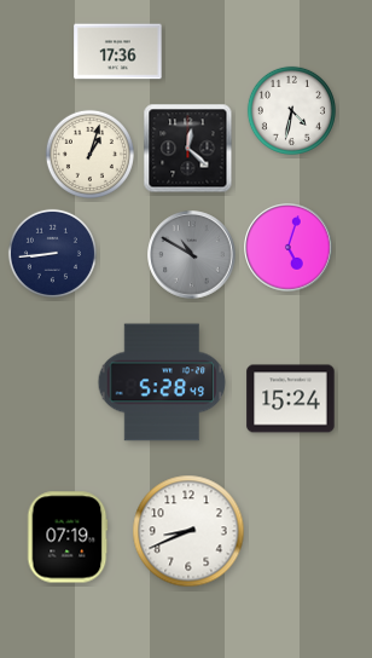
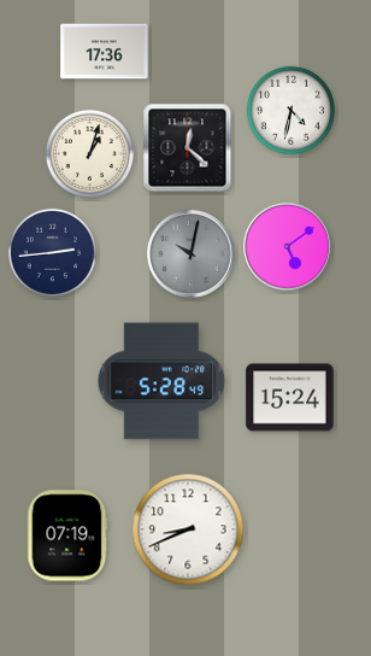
clock at (118, 52) position: (118, 52) -> (105, 52)
clock at (289, 248): 5:03 -> 5:09
clock at (52, 253): 8:44 -> 2:44
clock at (192, 255): 10:50 -> 10:02
